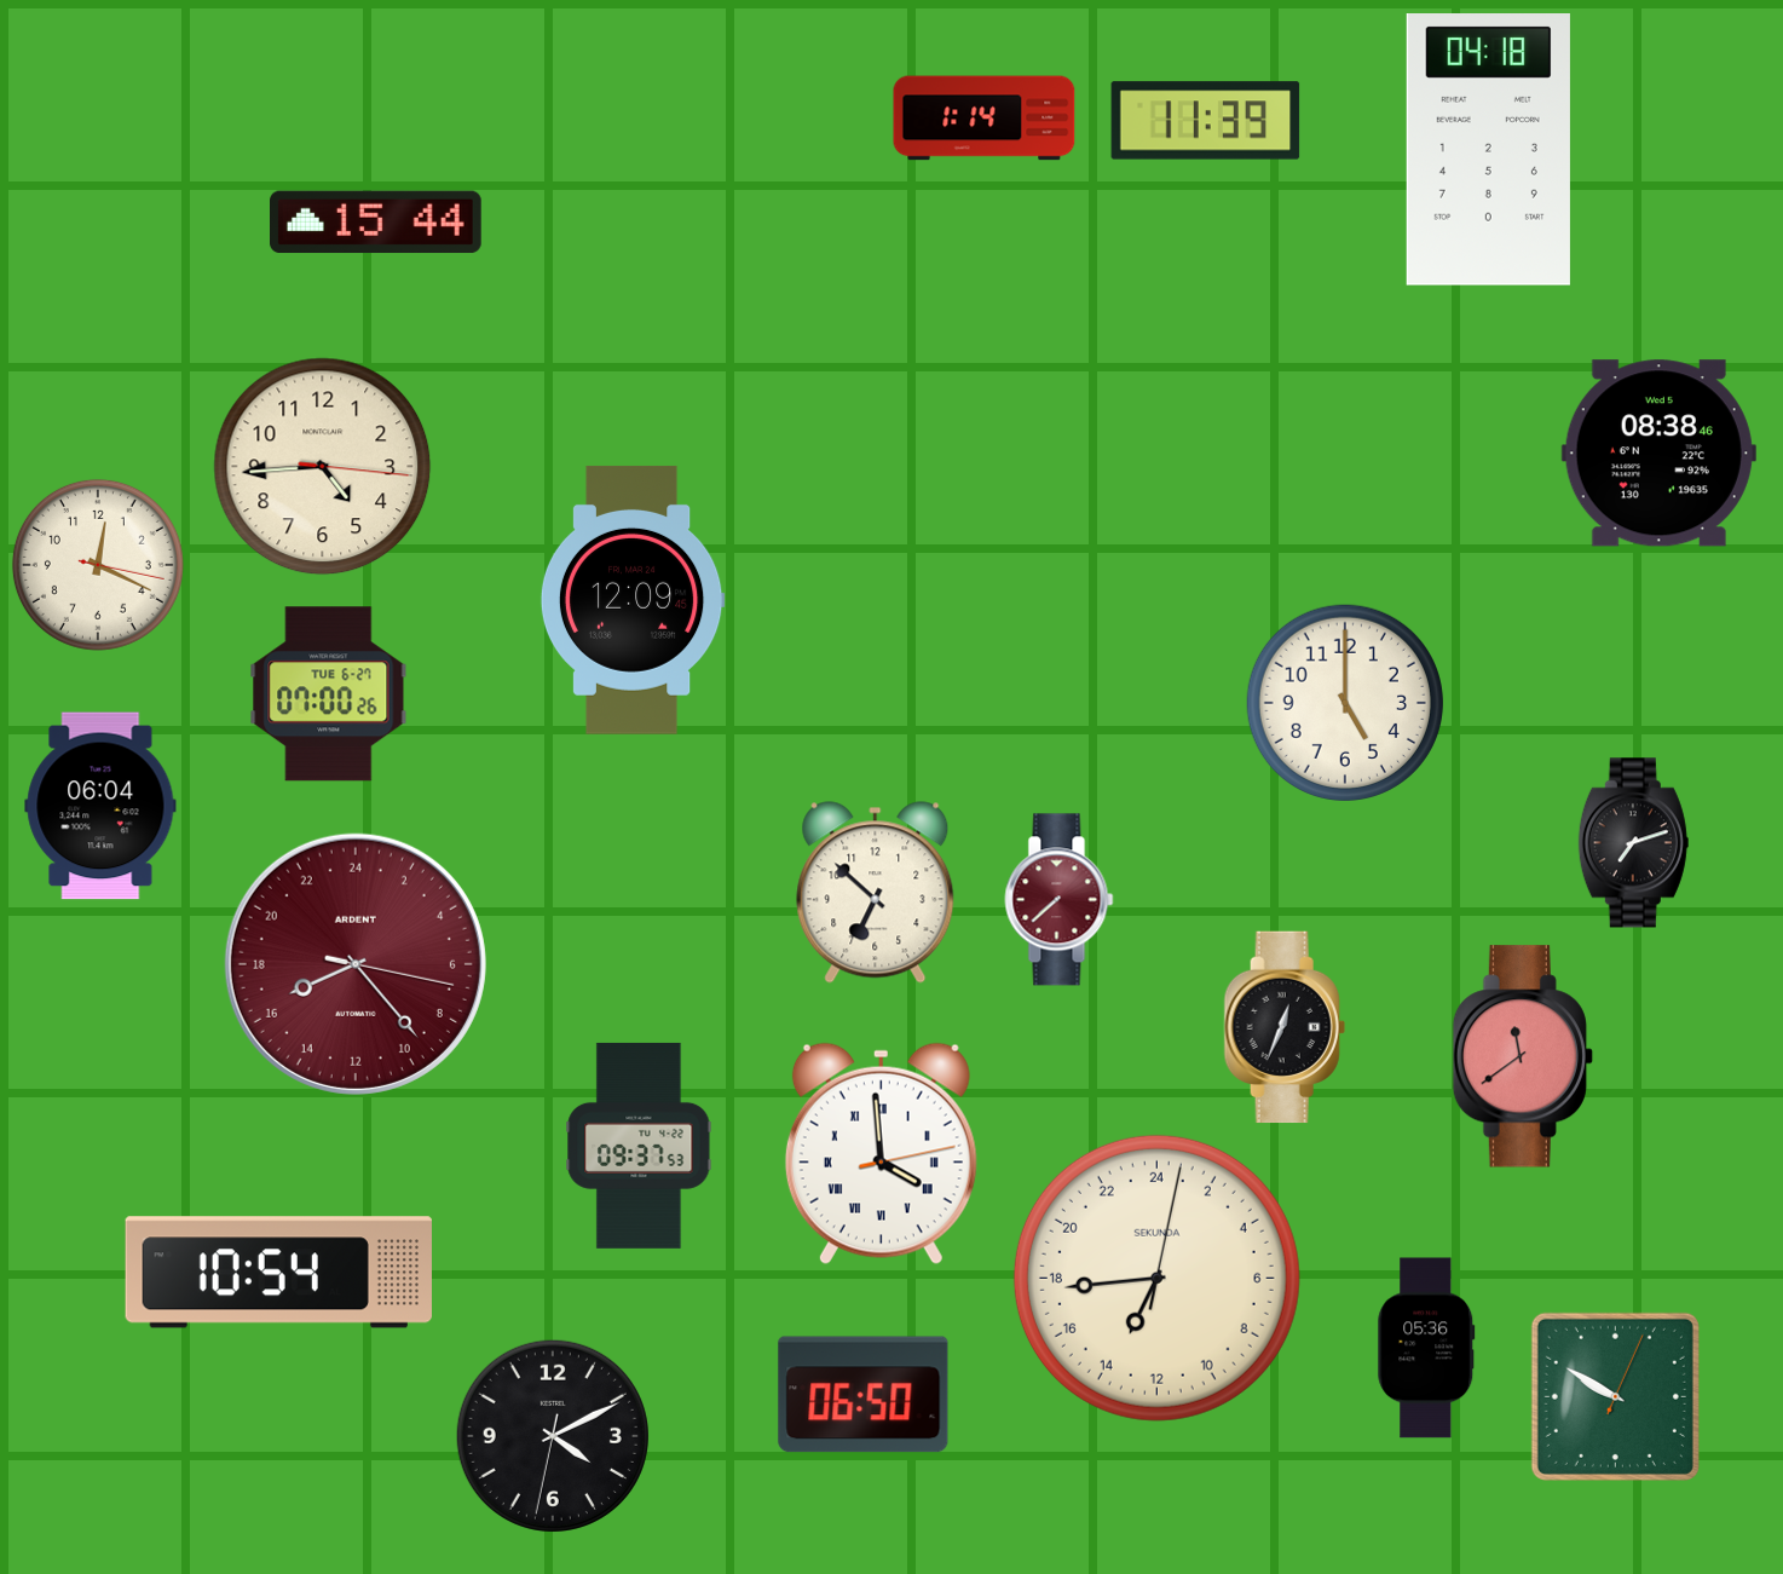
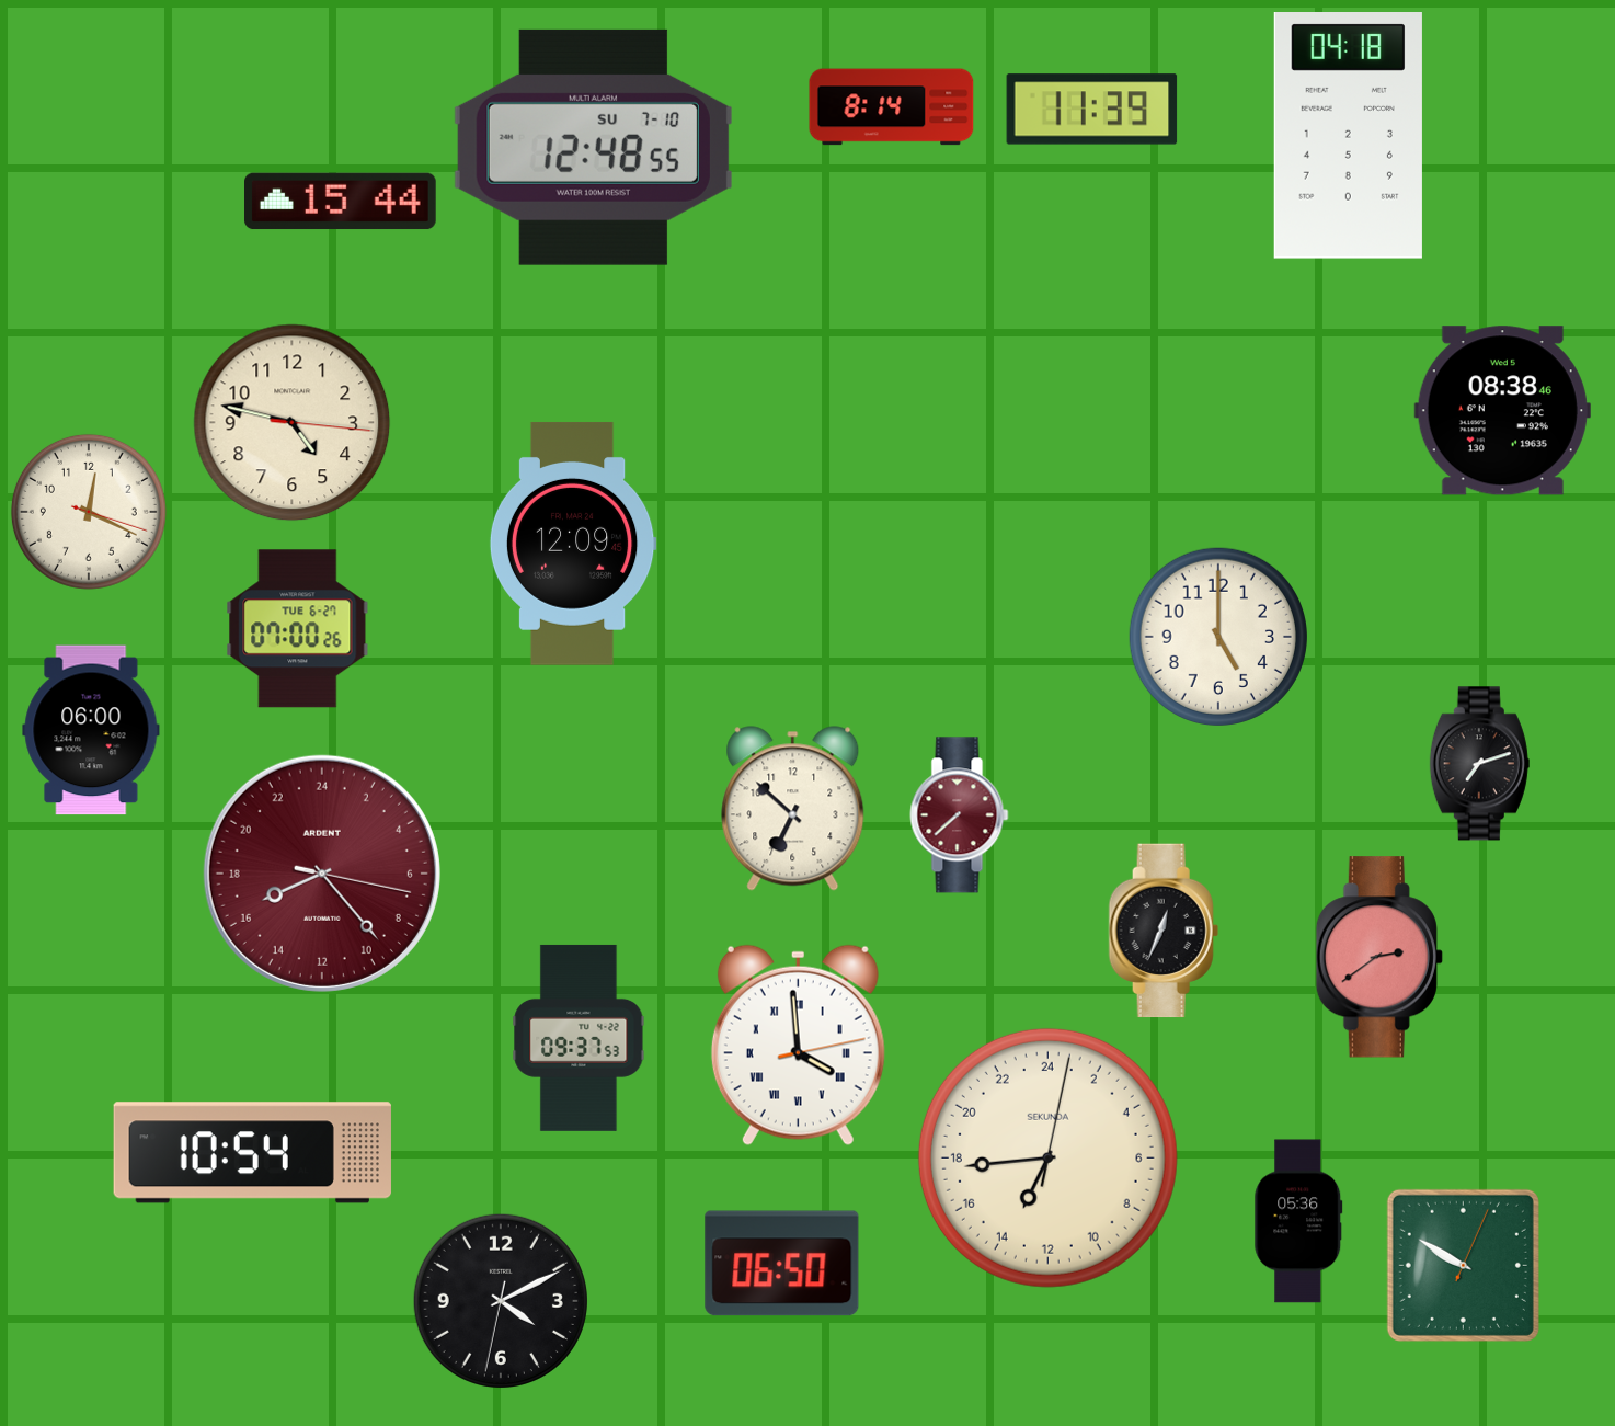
clock at (985, 119): 1:14 -> 8:14
clock at (593, 147): none -> 12:48
clock at (323, 467): 4:44 -> 4:47
clock at (98, 565): 12:19:17 -> 12:19:18
clock at (100, 806): 06:04 -> 06:00
clock at (1523, 1056): 11:39 -> 2:39
clock at (1426, 1348) position: (1426, 1348) -> (1298, 1221)
